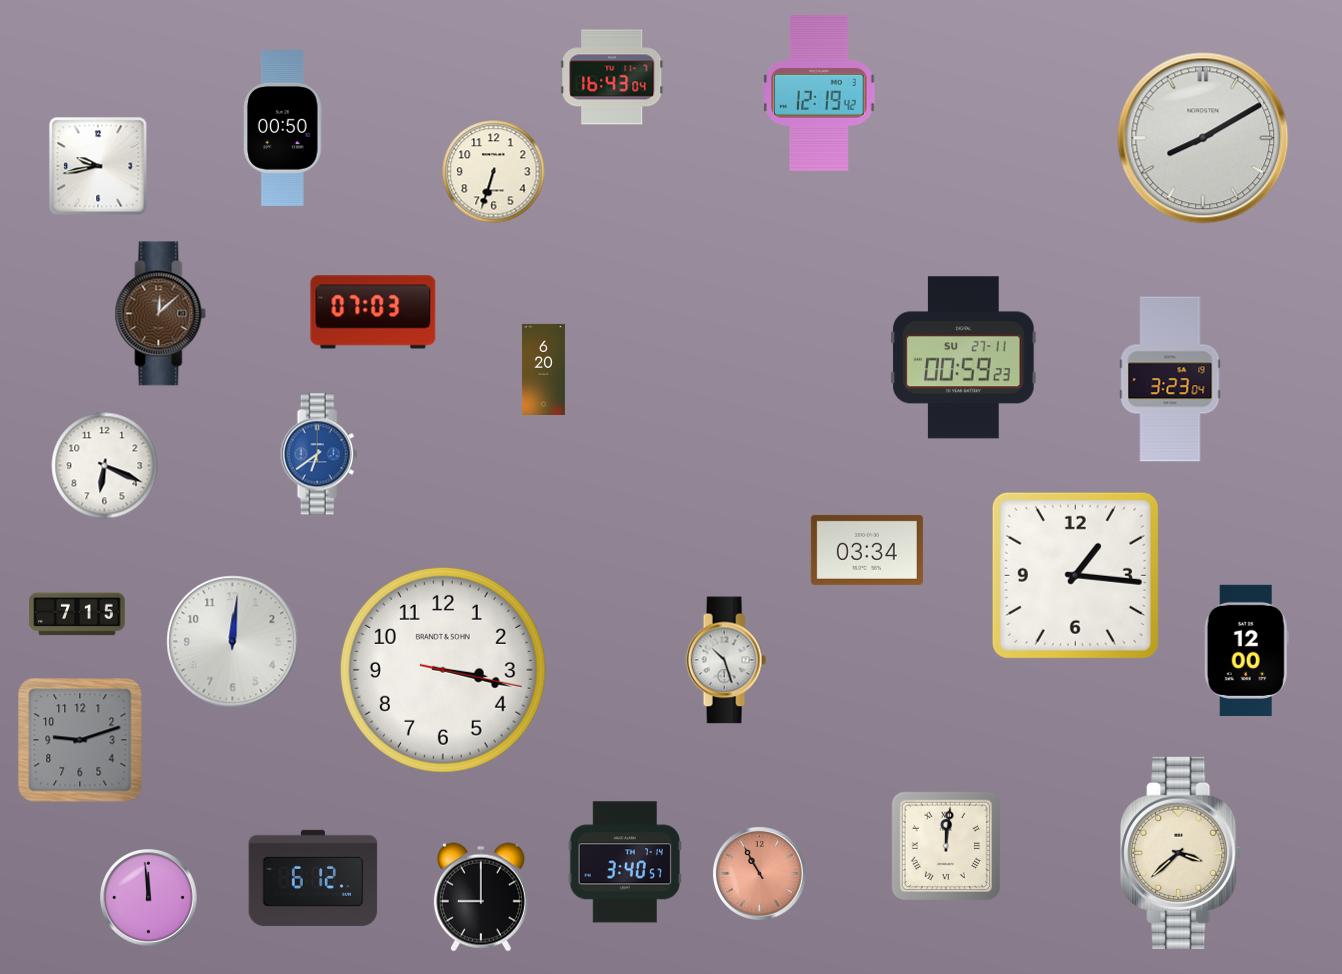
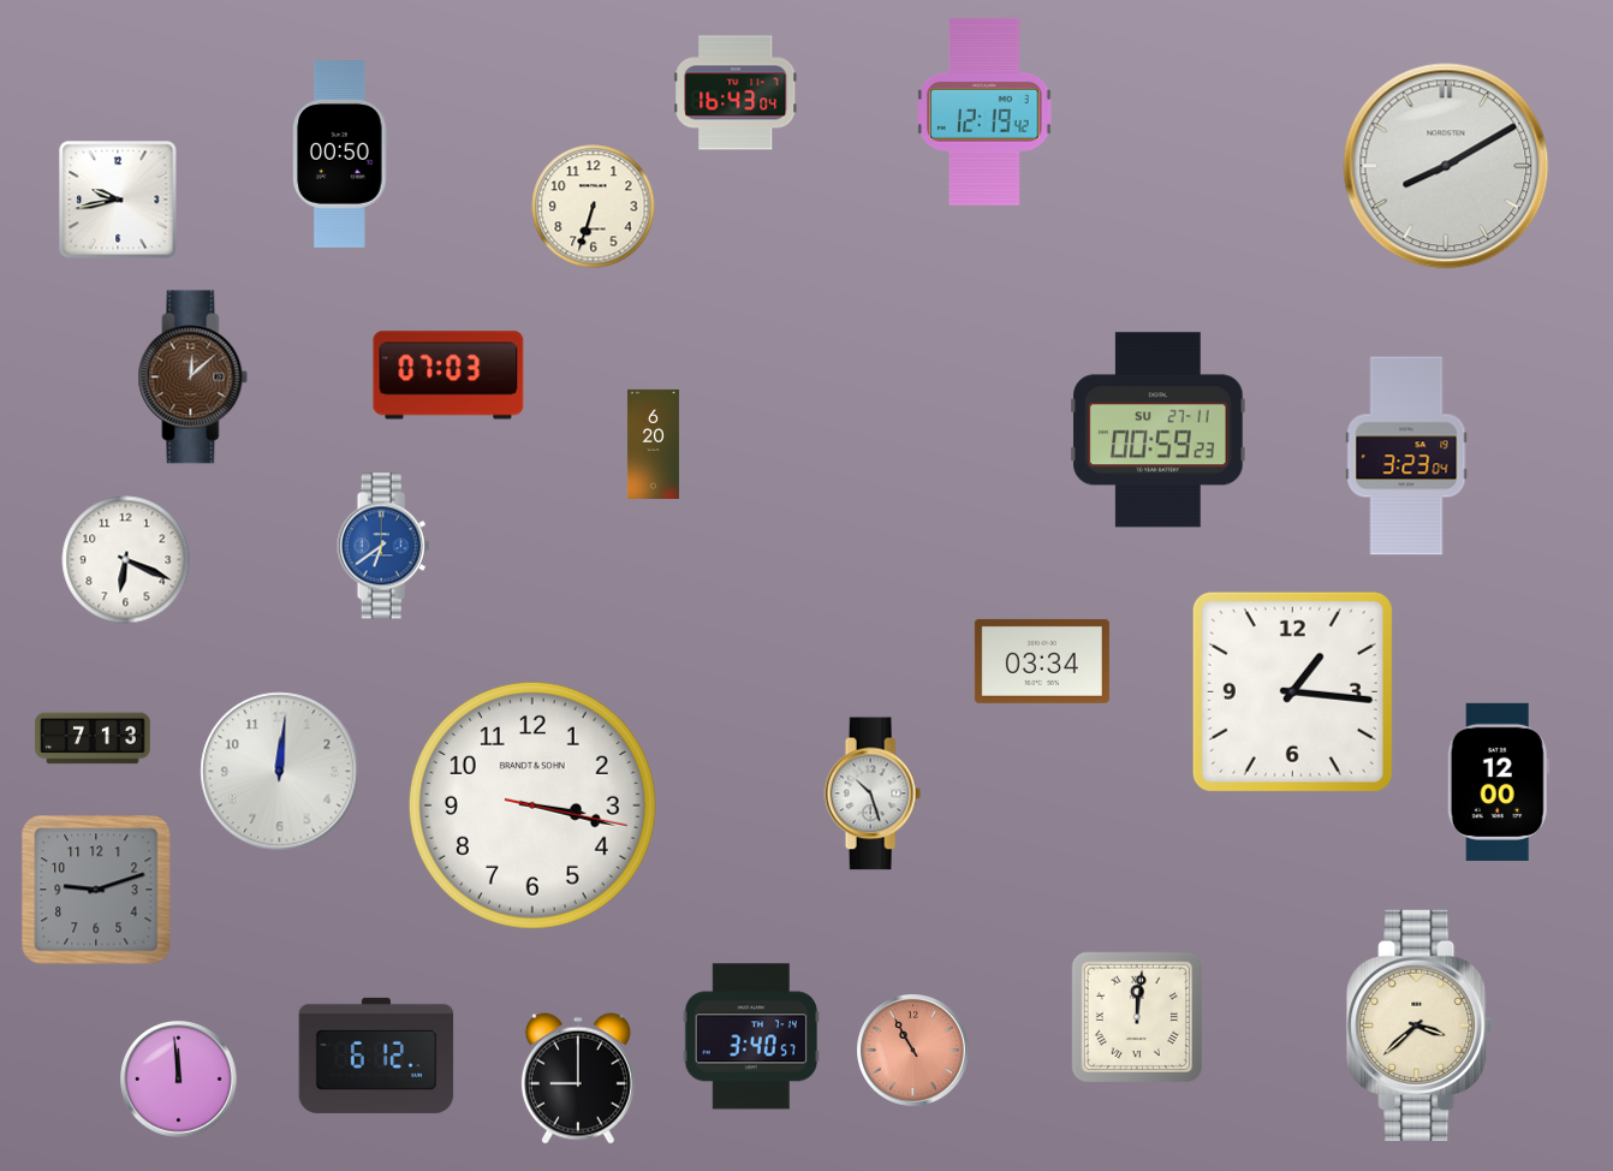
clock at (77, 614): 7:15 -> 7:13
